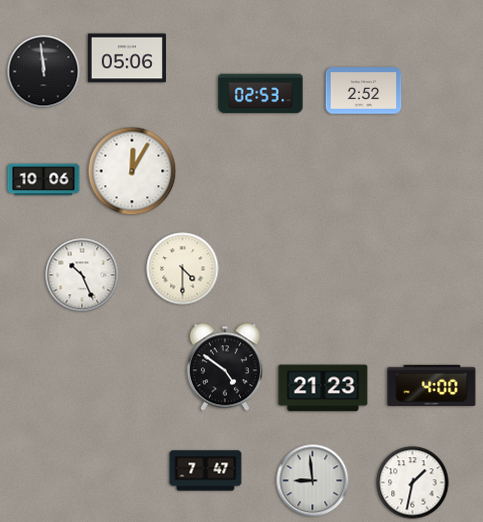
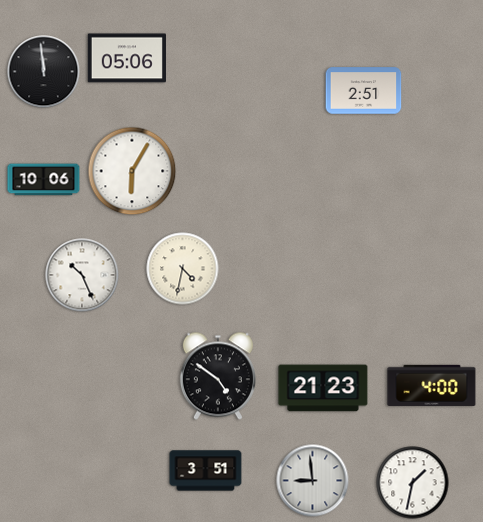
clock at (364, 91): 2:52 -> 2:51
clock at (261, 94): 02:53 -> none
clock at (132, 171): 12:05 -> 6:05
clock at (183, 269): 4:30 -> 4:32
clock at (225, 367) position: (225, 367) -> (218, 376)
clock at (206, 471): 7:47 -> 3:51
